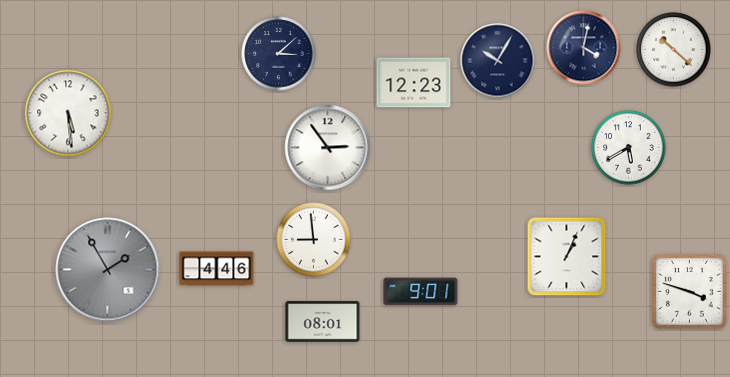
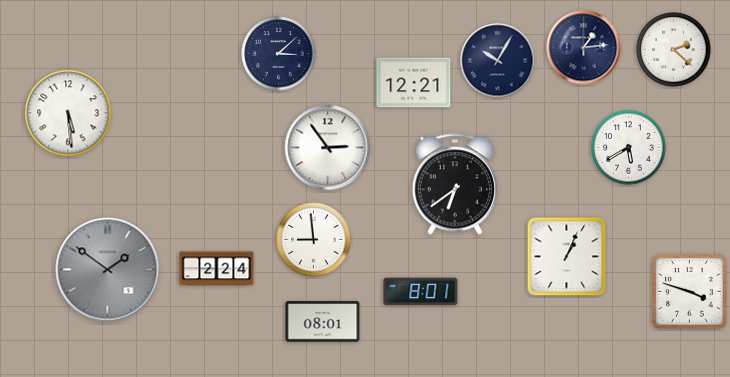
clock at (584, 48): 4:02 -> 1:14
clock at (674, 50): 10:22 -> 2:22
clock at (414, 83): 12:23 -> 12:21
clock at (454, 184): none -> 6:39
clock at (217, 269): 4:46 -> 2:24
clock at (108, 270): 1:55 -> 1:51
clock at (421, 292): 9:01 -> 8:01
